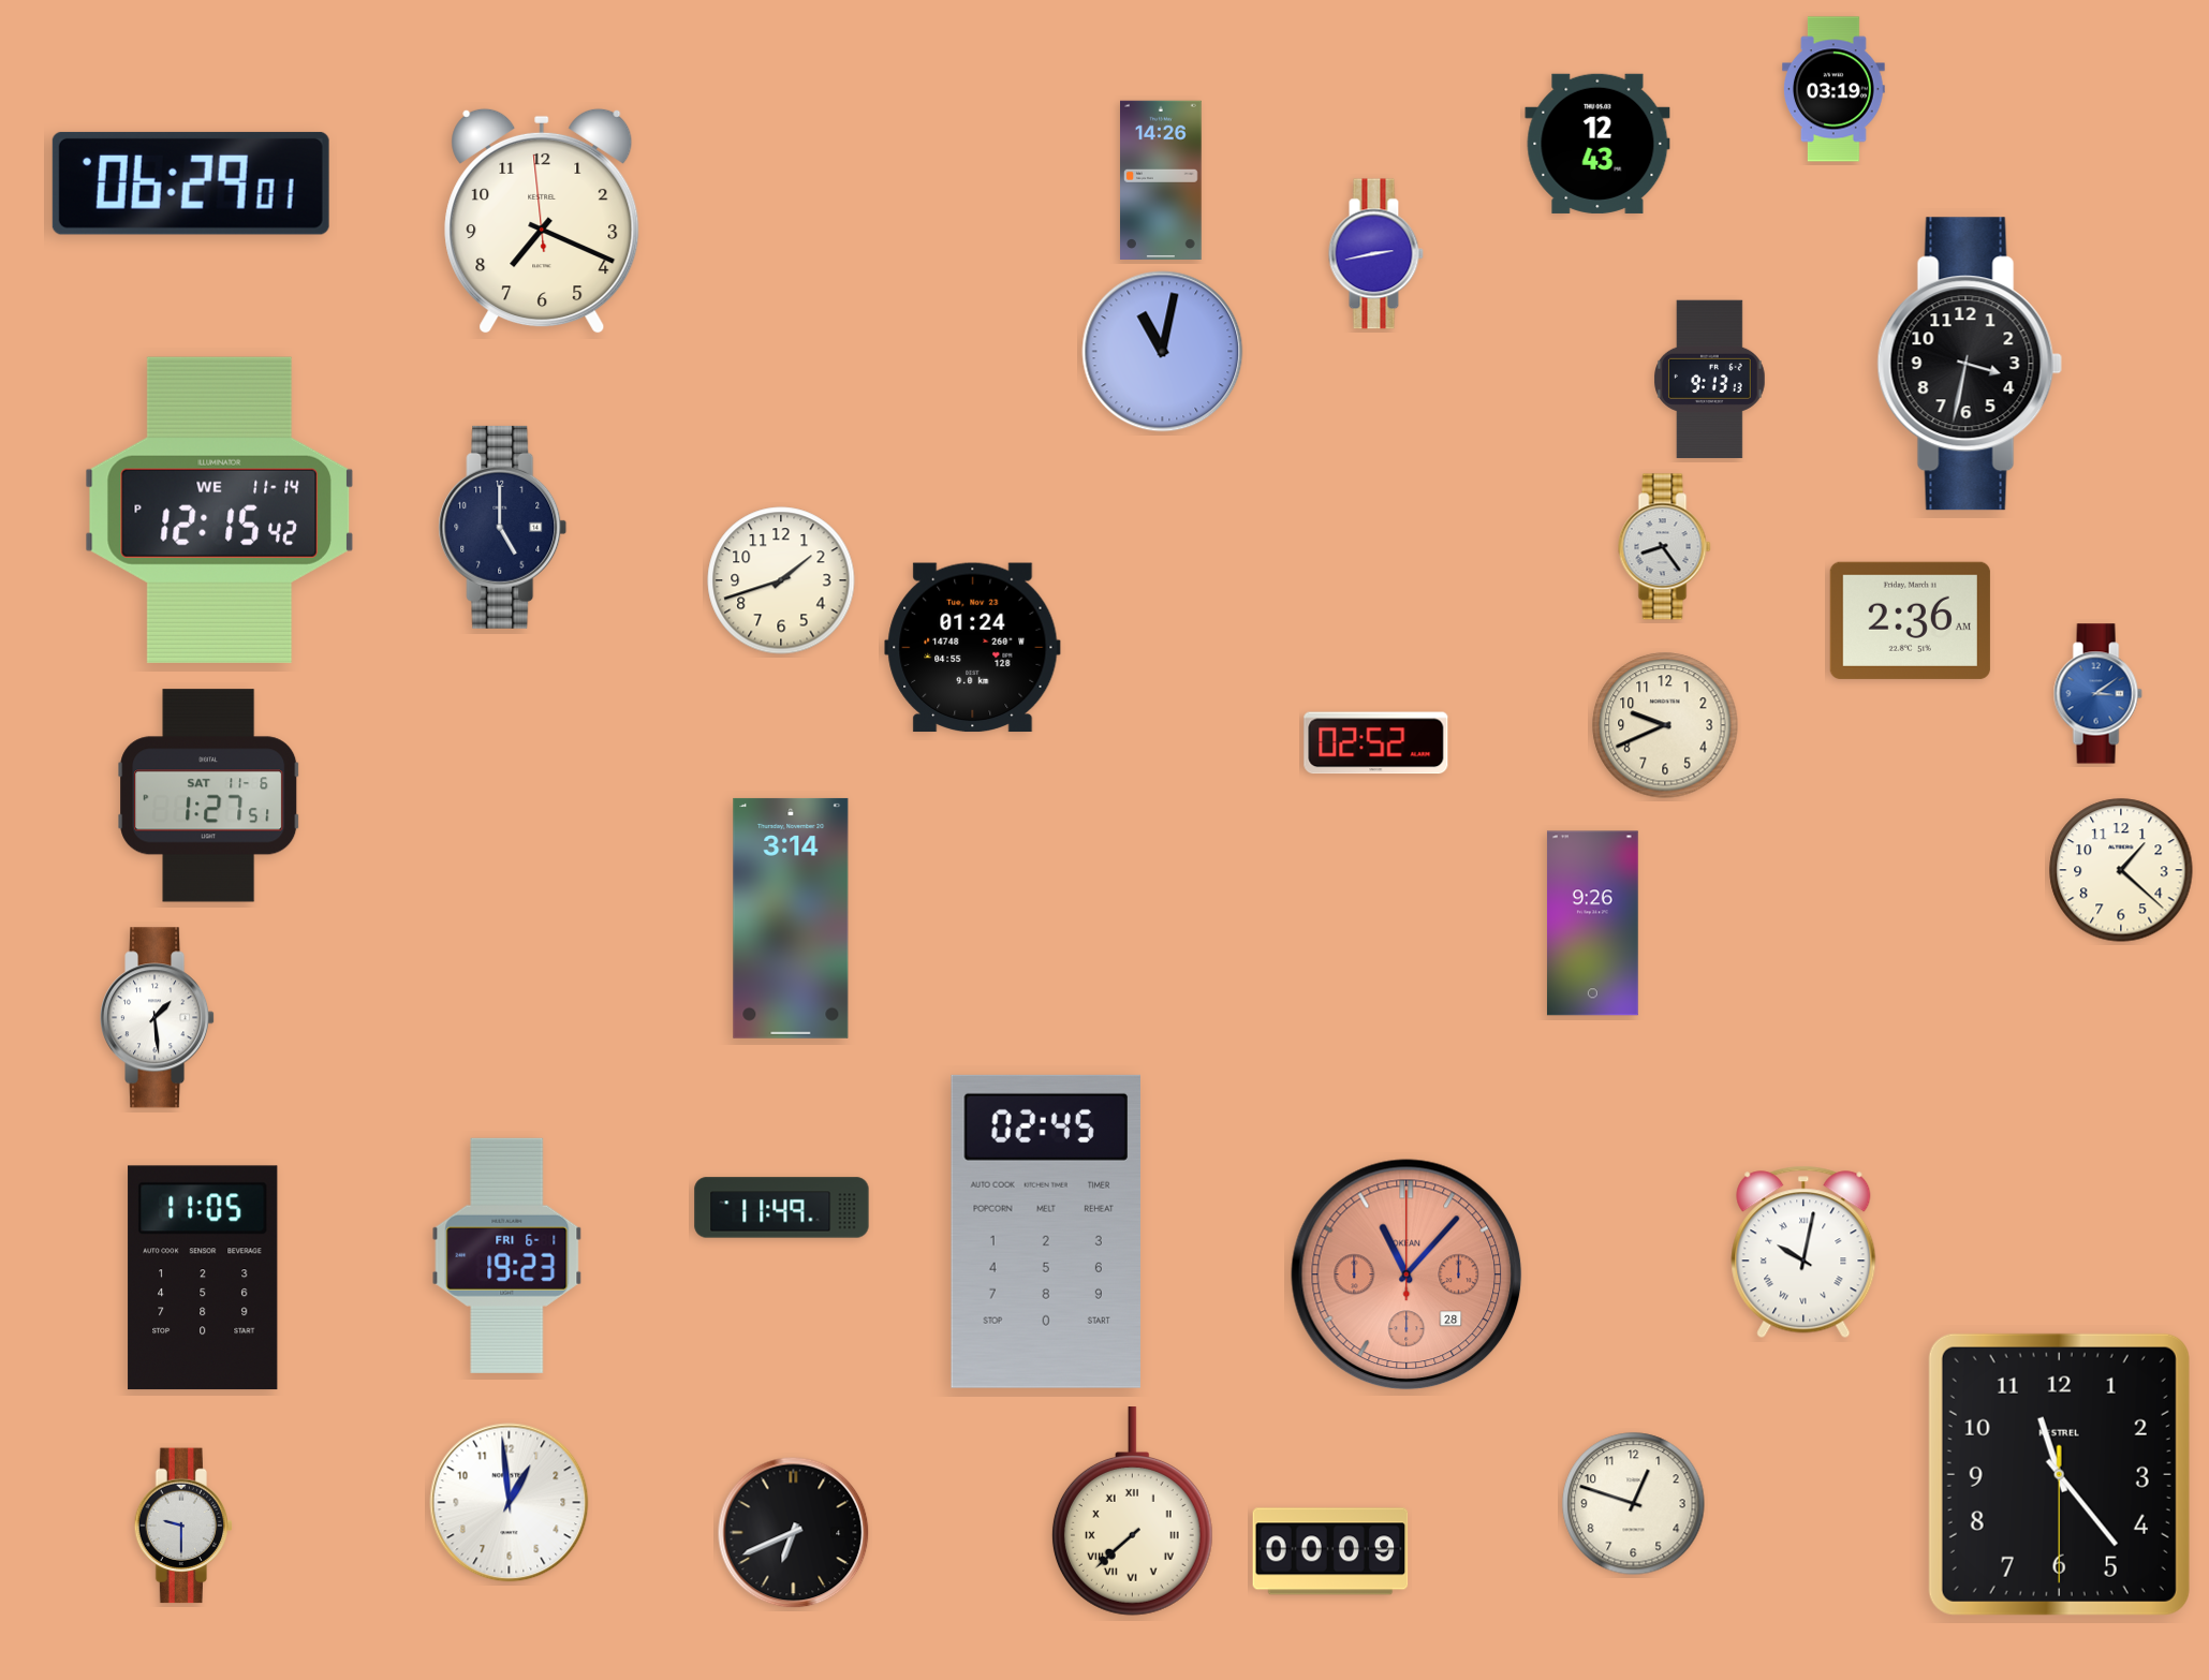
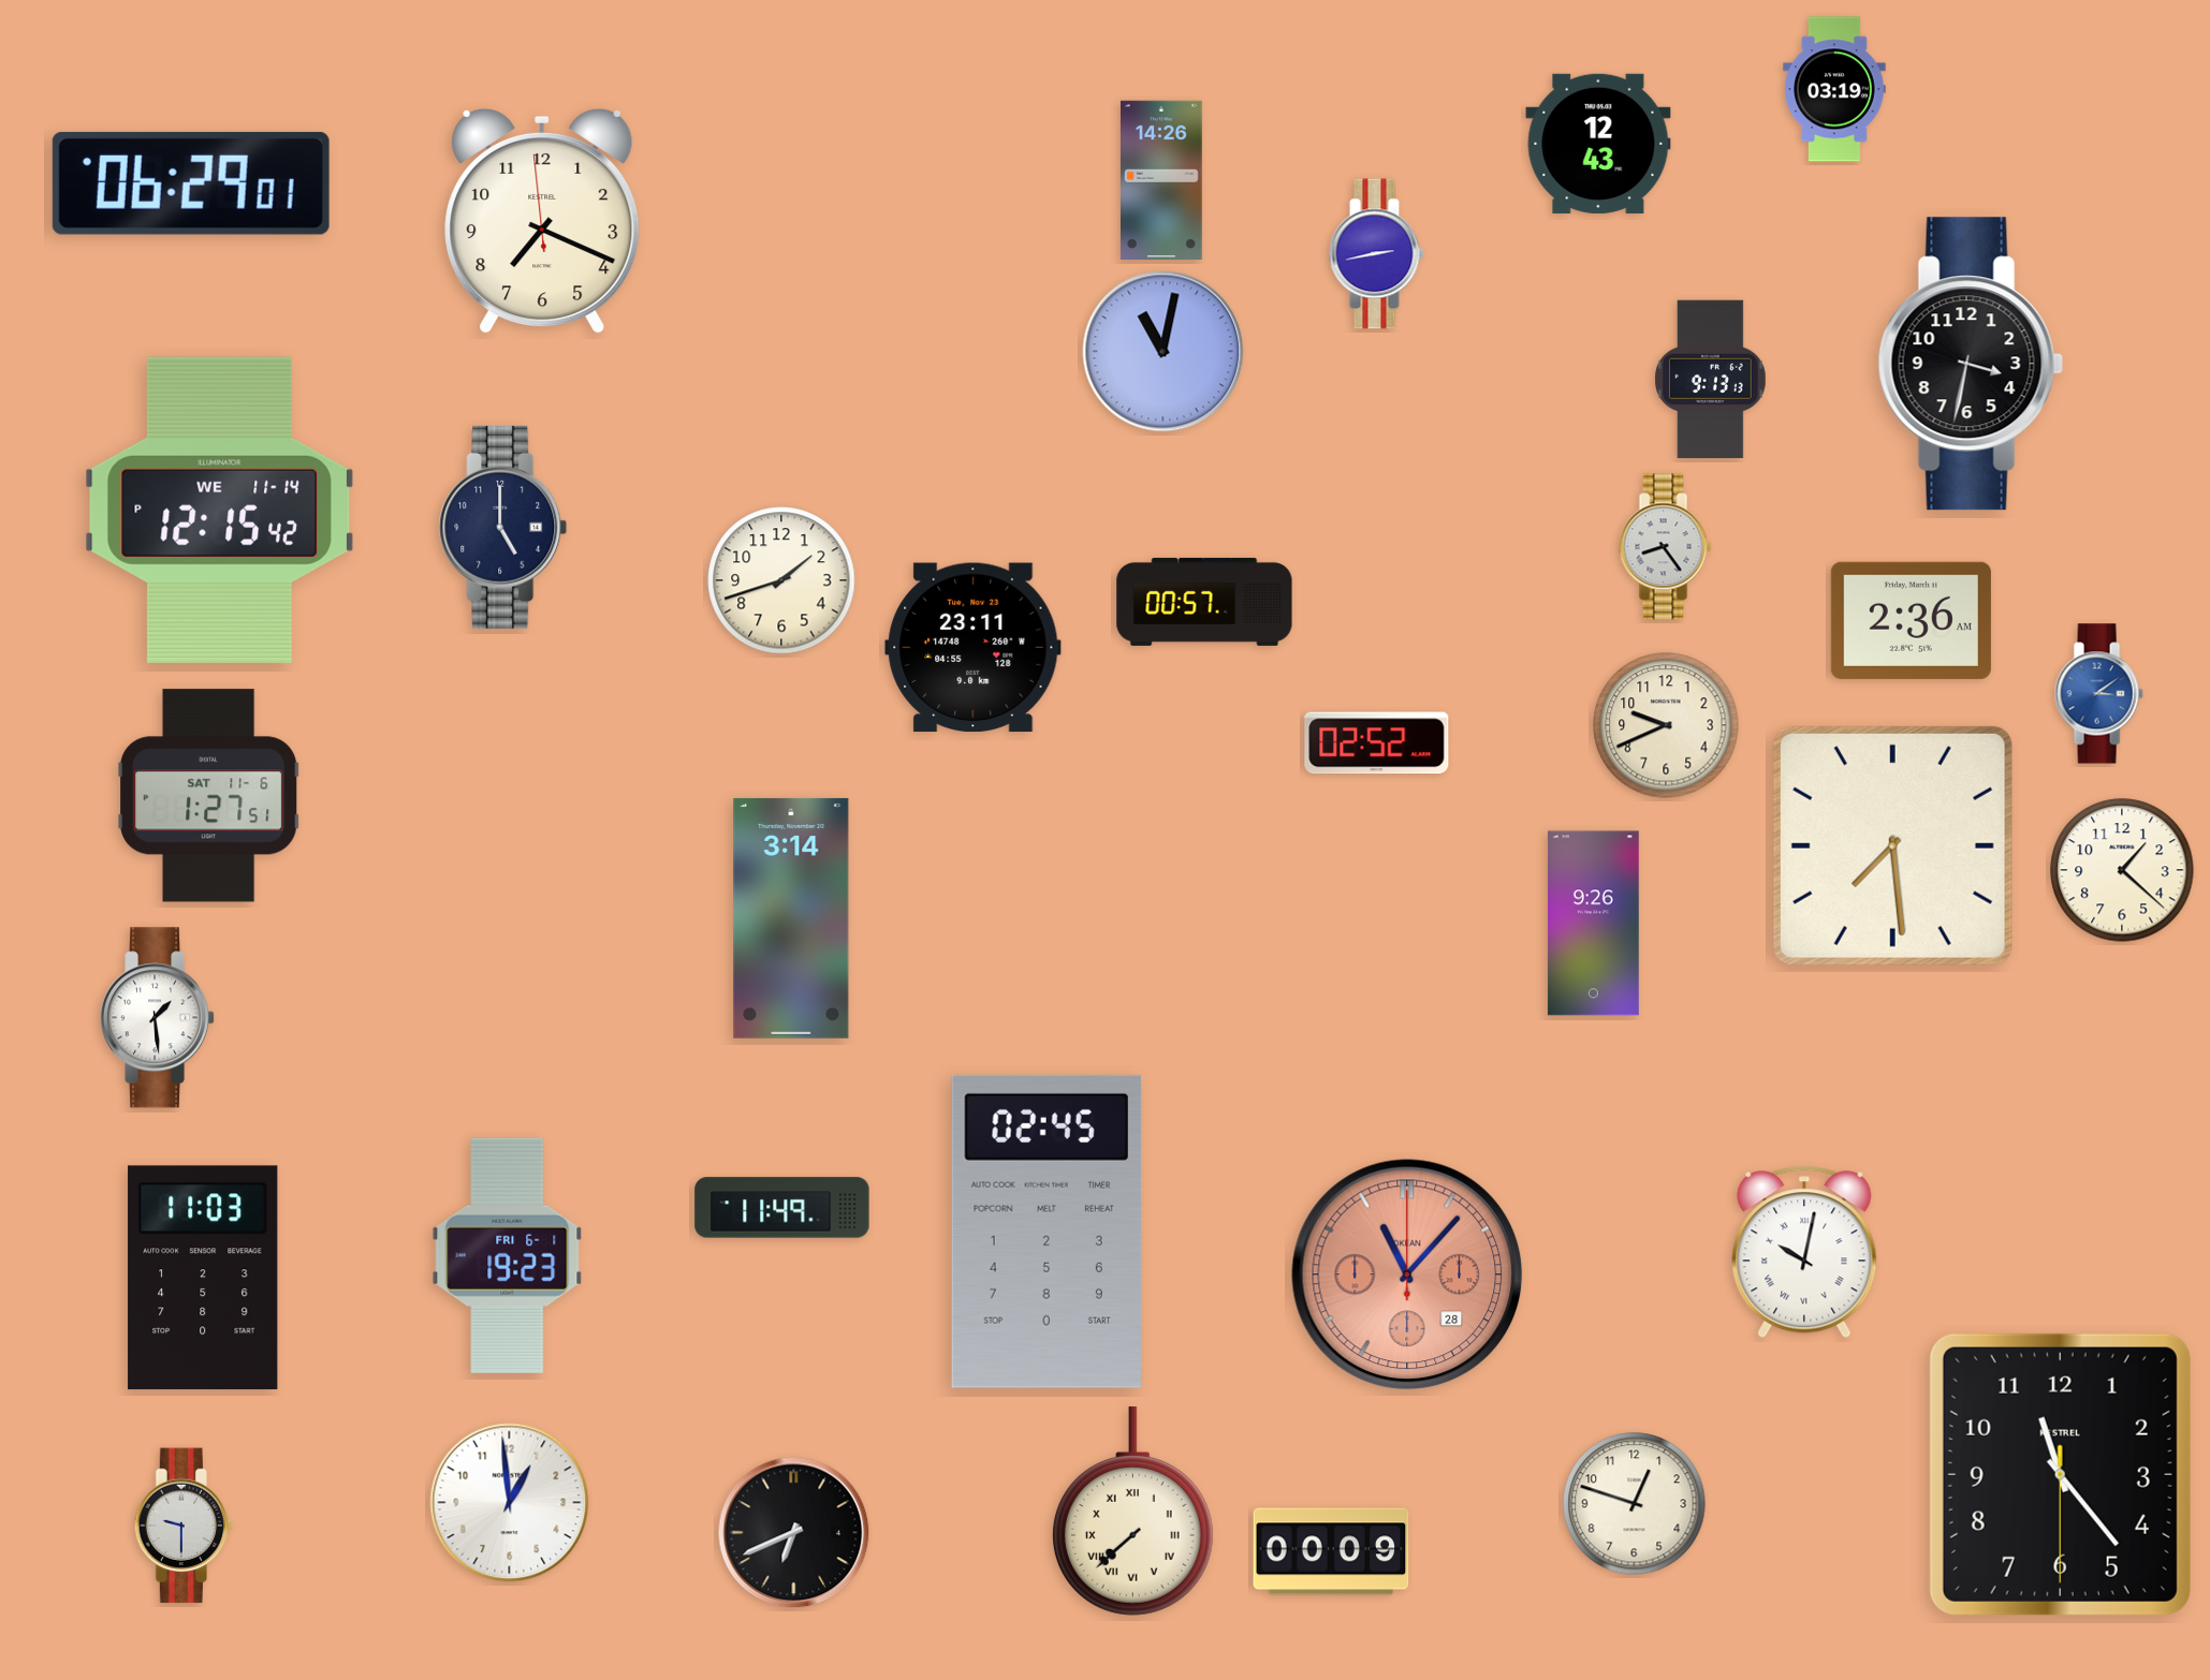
clock at (1204, 602): none -> 00:57
clock at (973, 648): 01:24 -> 23:11
clock at (1892, 845): none -> 7:29
clock at (203, 1278): 11:05 -> 11:03
